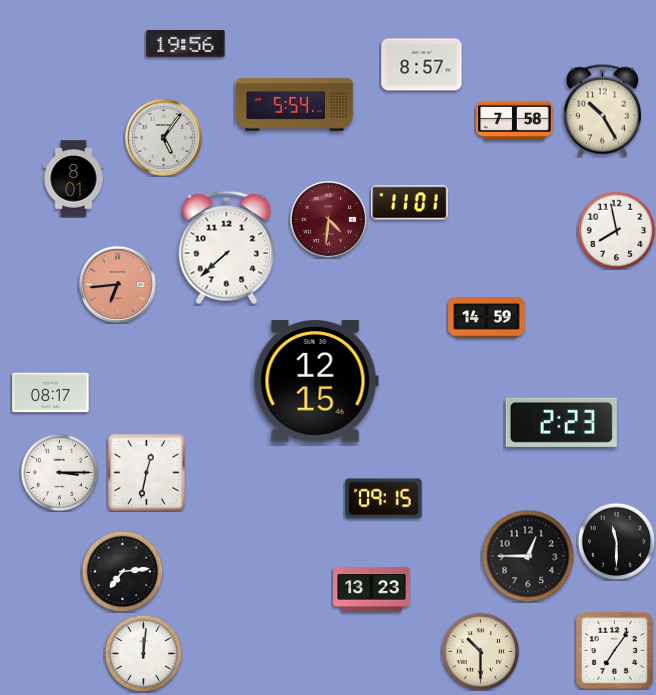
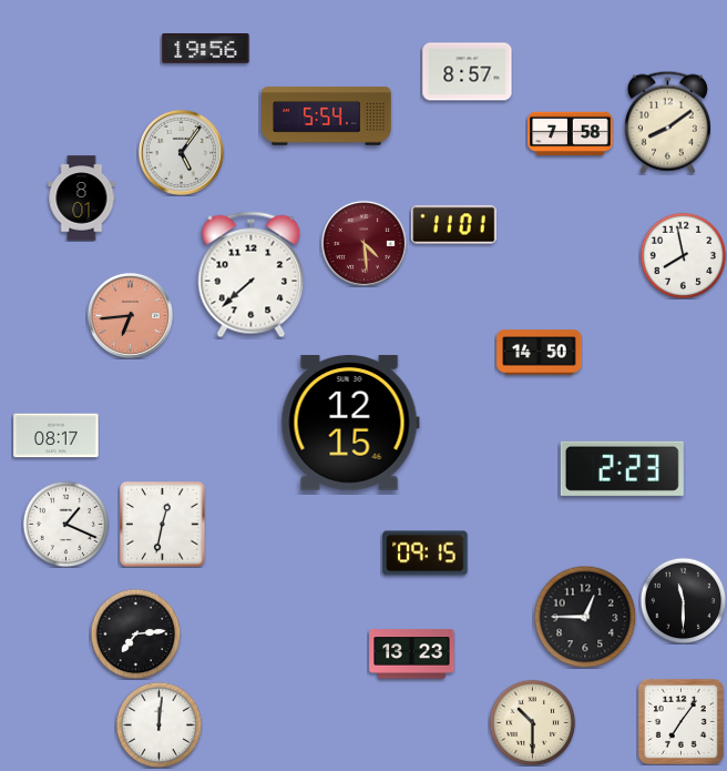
clock at (602, 110): 10:25 -> 8:09
clock at (328, 219): 4:31 -> 4:29
clock at (487, 318): 14:59 -> 14:50
clock at (59, 472): 3:15 -> 1:19
